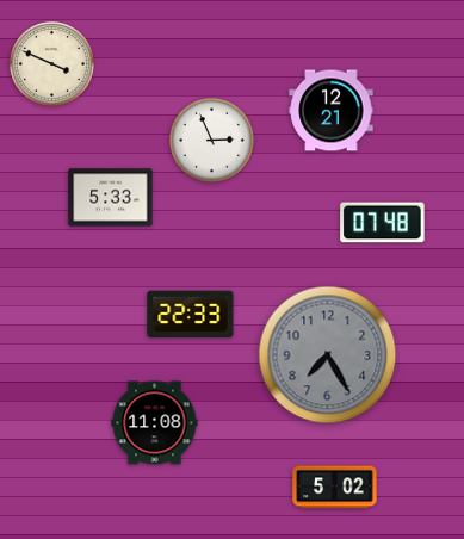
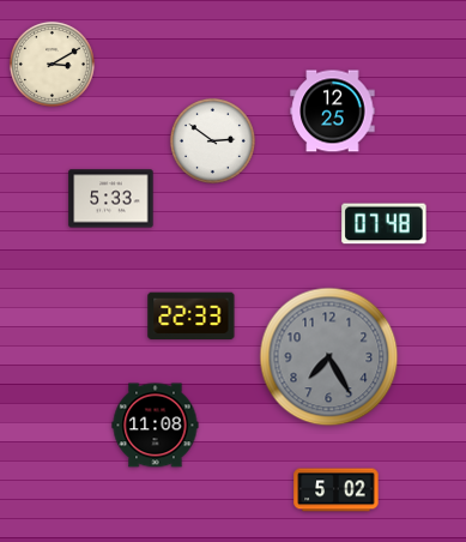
clock at (51, 63): 3:49 -> 3:10
clock at (332, 111): 12:21 -> 12:25
clock at (211, 140): 2:56 -> 2:51
